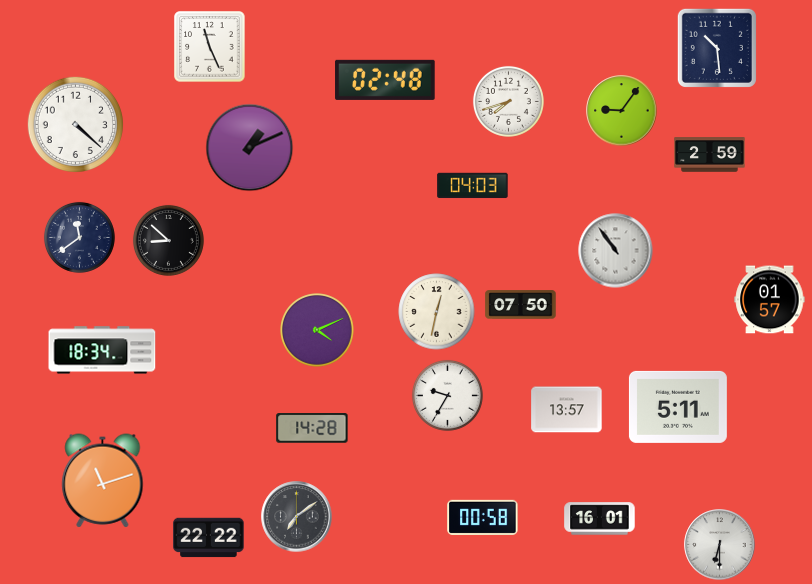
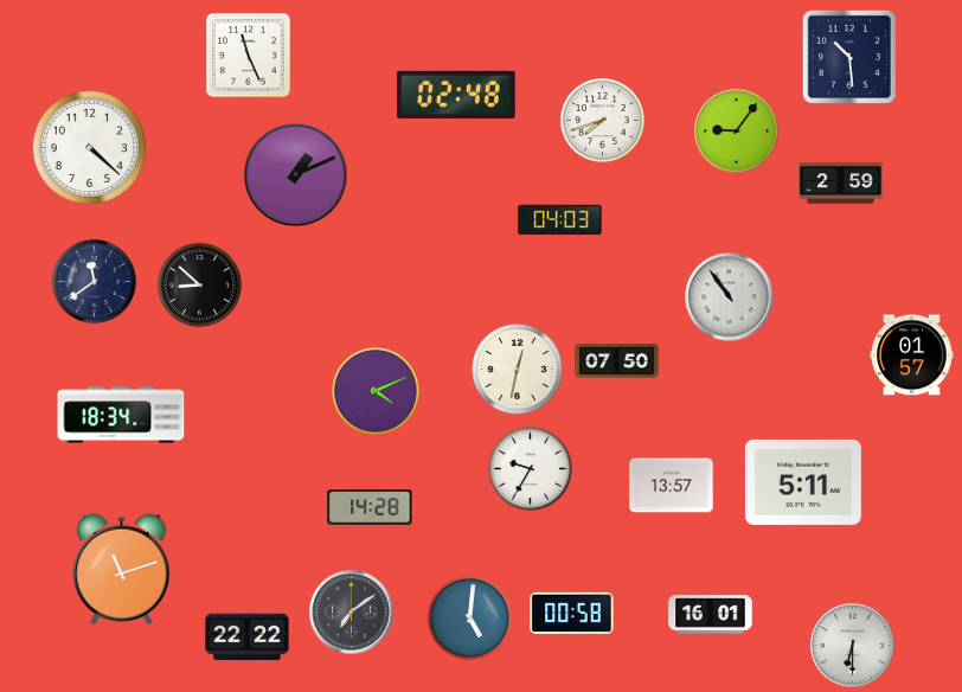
clock at (469, 617): none -> 5:01
